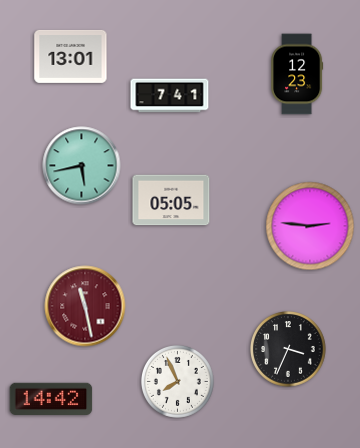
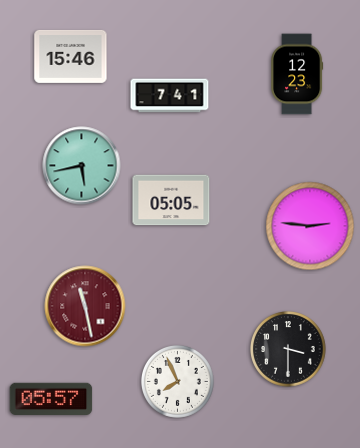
clock at (71, 56): 13:01 -> 15:46
clock at (289, 350): 3:34 -> 3:30
clock at (51, 398): 14:42 -> 05:57
